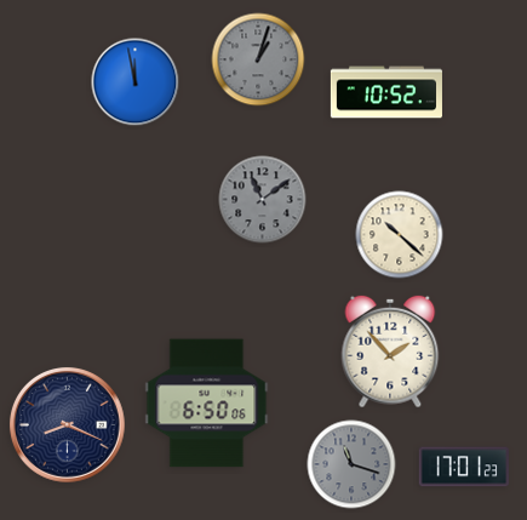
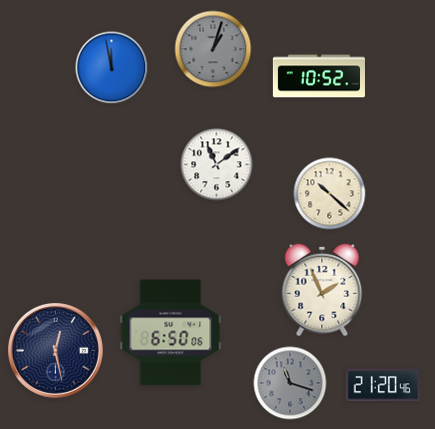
clock at (263, 200) dial: grey -> white
clock at (390, 352): 1:53 -> 1:56
clock at (67, 424): 8:19 -> 12:28
clock at (463, 467): 17:01 -> 21:20
